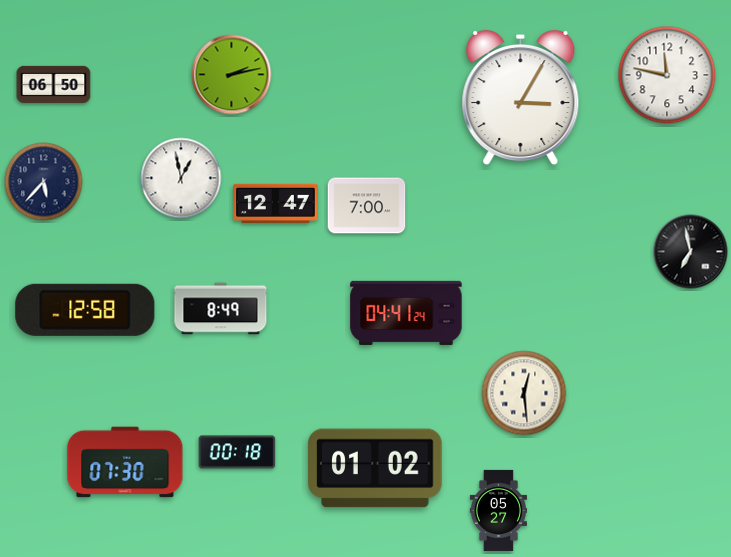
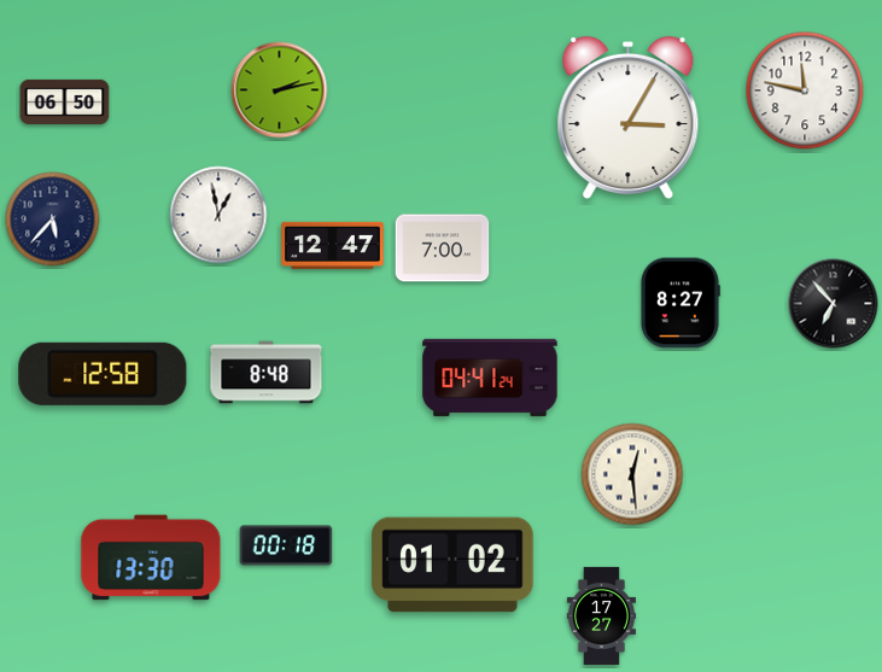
clock at (681, 303): none -> 8:27
clock at (691, 252): 6:58 -> 6:53
clock at (221, 309): 8:49 -> 8:48
clock at (125, 462): 07:30 -> 13:30
clock at (498, 510): 05:27 -> 17:27
